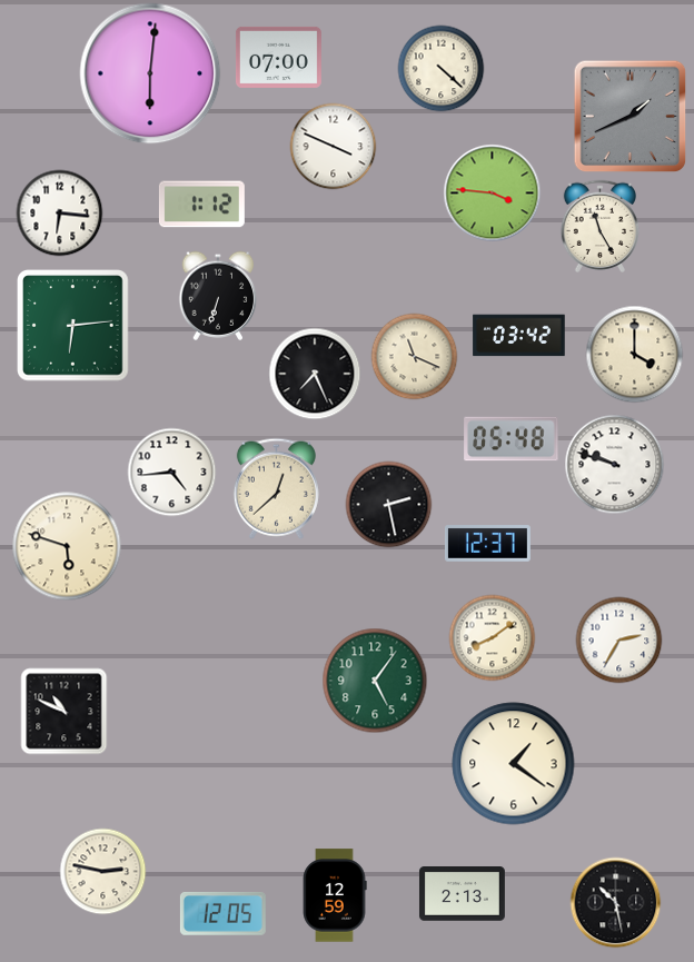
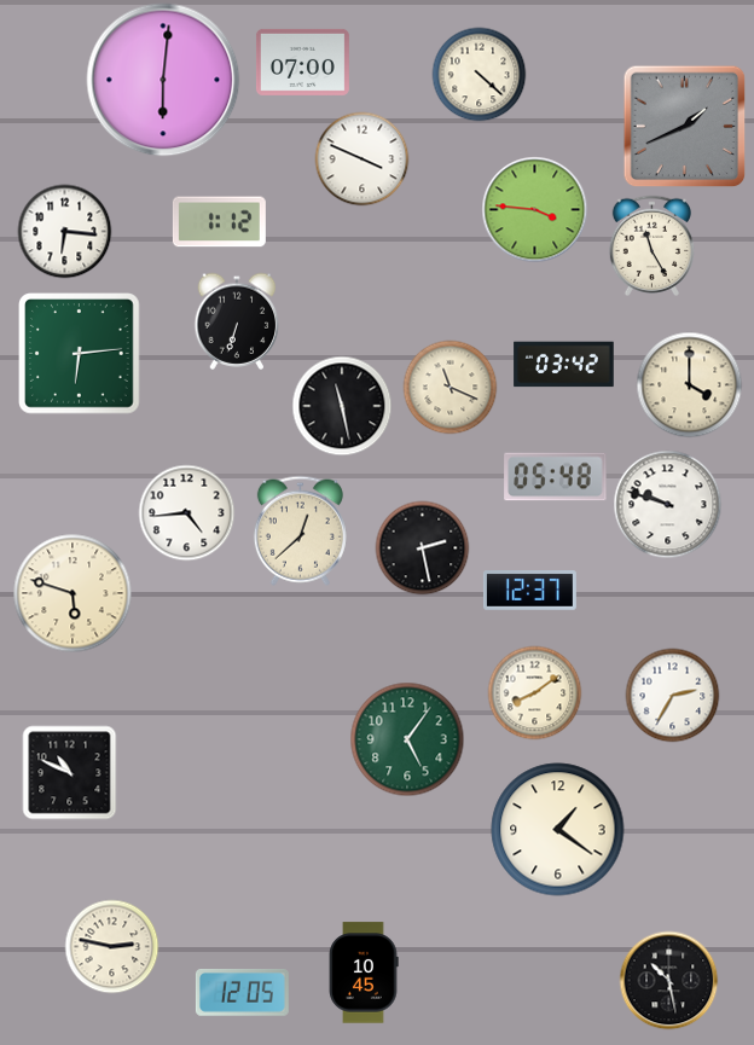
clock at (315, 374): 7:26 -> 11:28
clock at (462, 894): 2:13 -> none
clock at (335, 895): 12:59 -> 10:45
